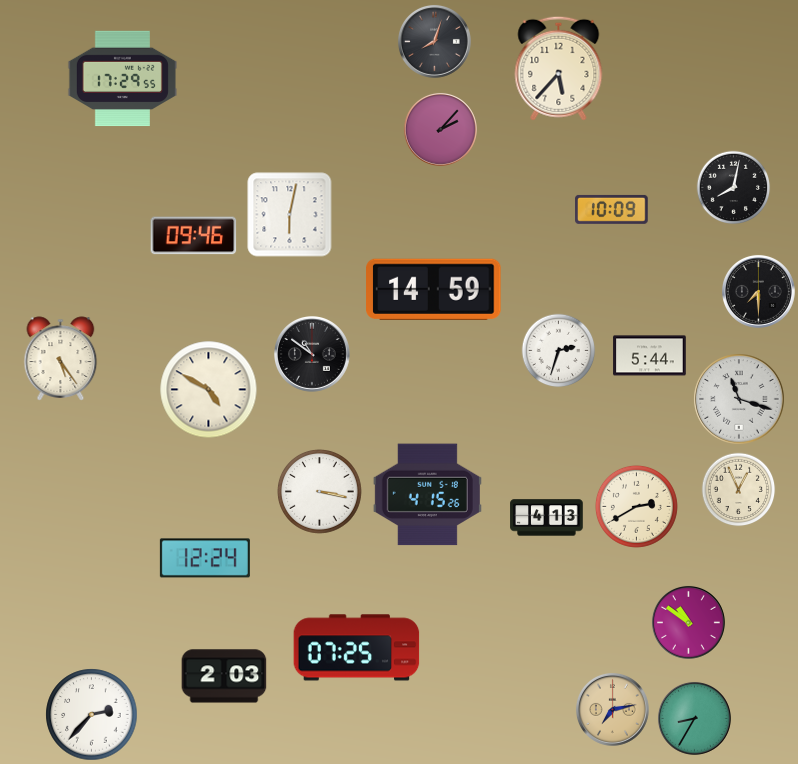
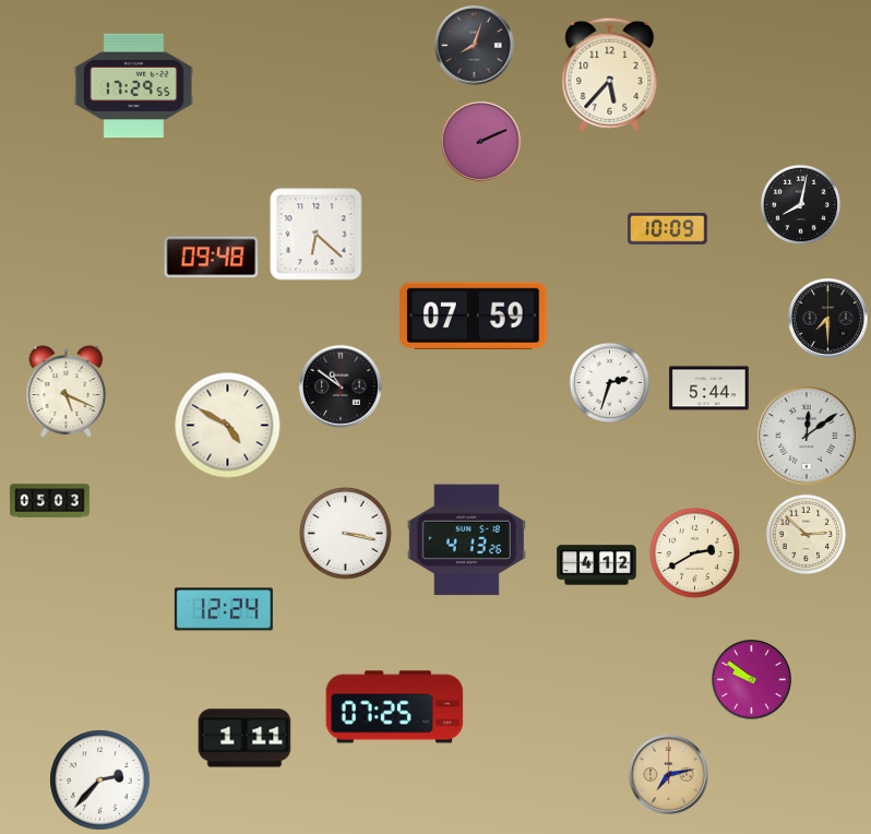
clock at (440, 129): 2:07 -> 2:11
clock at (290, 215): 6:02 -> 6:22
clock at (194, 236): 09:46 -> 09:48
clock at (434, 289): 14:59 -> 07:59
clock at (61, 359): 5:24 -> 5:19
clock at (739, 399): 11:18 -> 12:09
clock at (50, 501): none -> 05:03
clock at (739, 490): 12:56 -> 2:52
clock at (320, 492) position: (320, 492) -> (346, 534)
clock at (427, 495): 4:15 -> 4:13
clock at (547, 518): 4:13 -> 4:12
clock at (688, 622): 10:51 -> 9:51
clock at (357, 648) position: (357, 648) -> (395, 707)
clock at (224, 676): 2:03 -> 1:11
clock at (694, 718): 8:35 -> none
